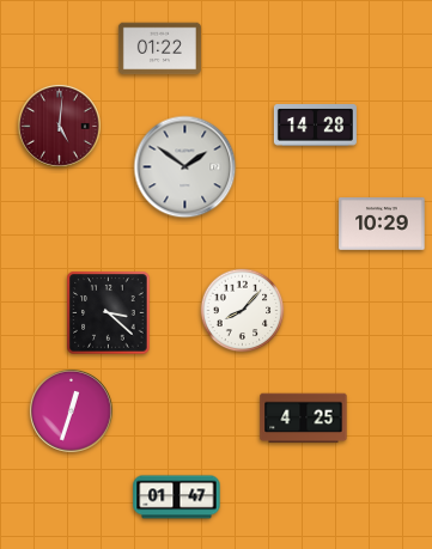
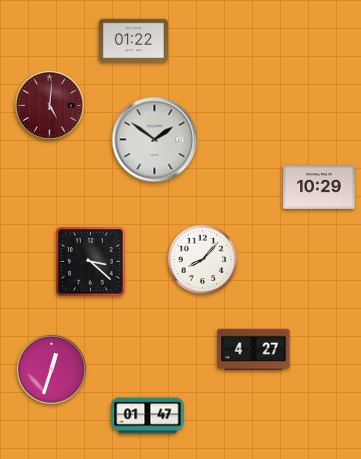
clock at (315, 126): 14:28 -> none
clock at (72, 411) position: (72, 411) -> (52, 370)
clock at (304, 419): 4:25 -> 4:27
